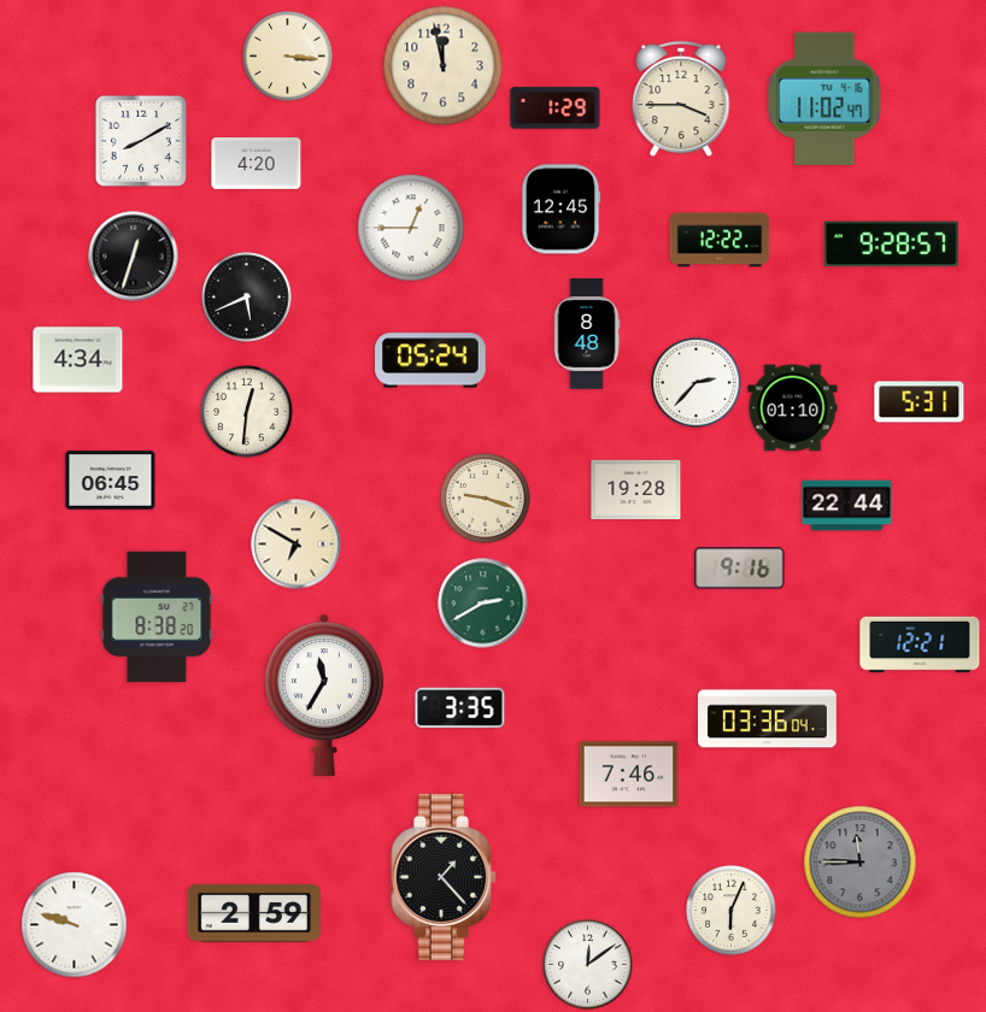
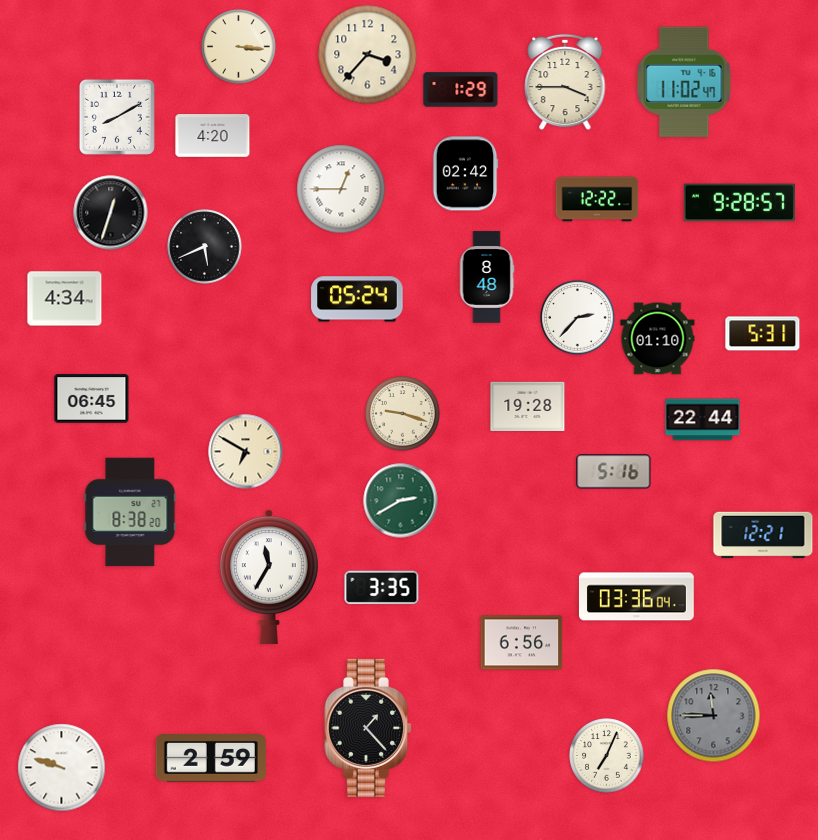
clock at (444, 66): 11:58 -> 3:37
clock at (561, 210): 12:45 -> 02:42
clock at (247, 412): 12:31 -> none
clock at (740, 569): 9:16 -> 5:16
clock at (629, 775): 7:46 -> 6:56
clock at (732, 911): 6:04 -> 7:04
clock at (588, 965): 12:09 -> none
